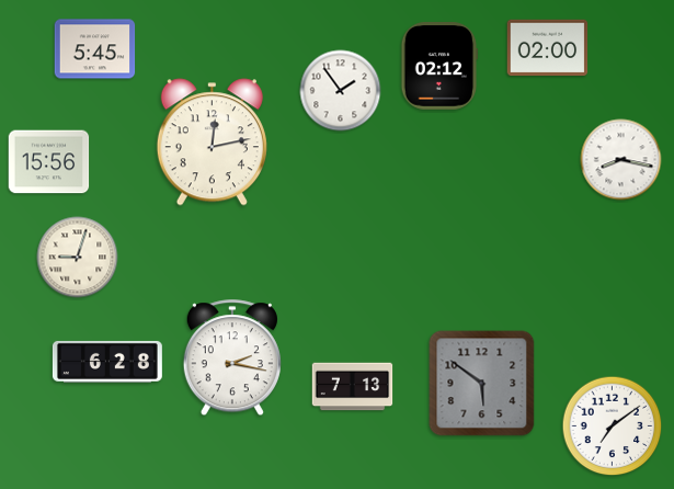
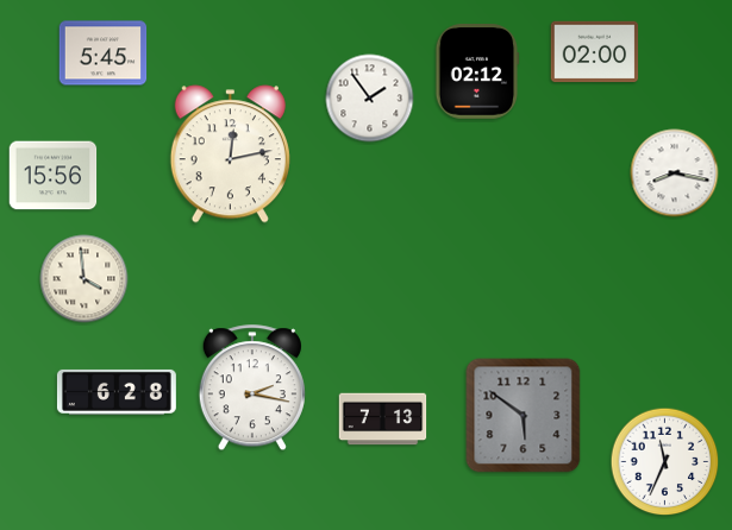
clock at (78, 258): 9:03 -> 3:59
clock at (613, 427): 7:09 -> 11:34
